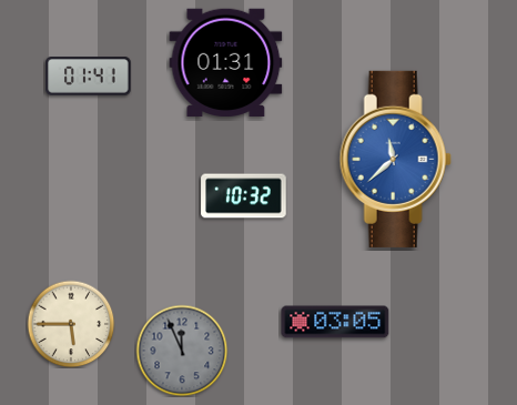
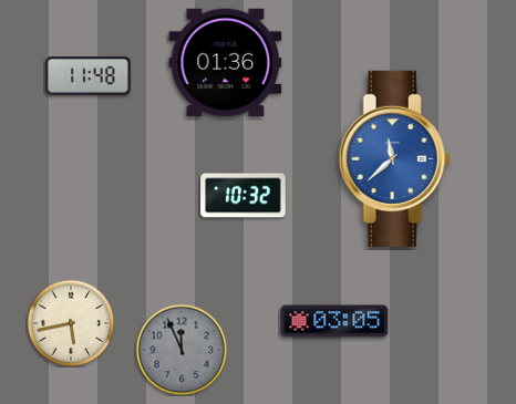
clock at (226, 62): 01:31 -> 01:36
clock at (89, 77): 01:41 -> 11:48
clock at (71, 324): 5:45 -> 5:43
